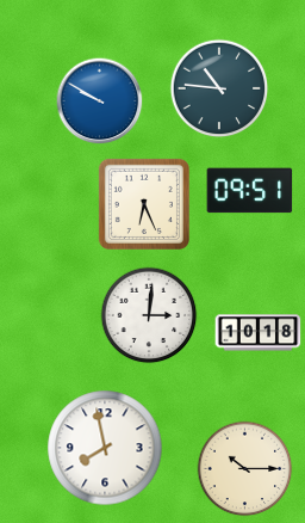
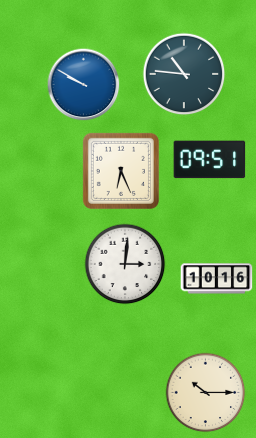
clock at (259, 333): 10:18 -> 10:16
clock at (105, 448): 7:58 -> none
